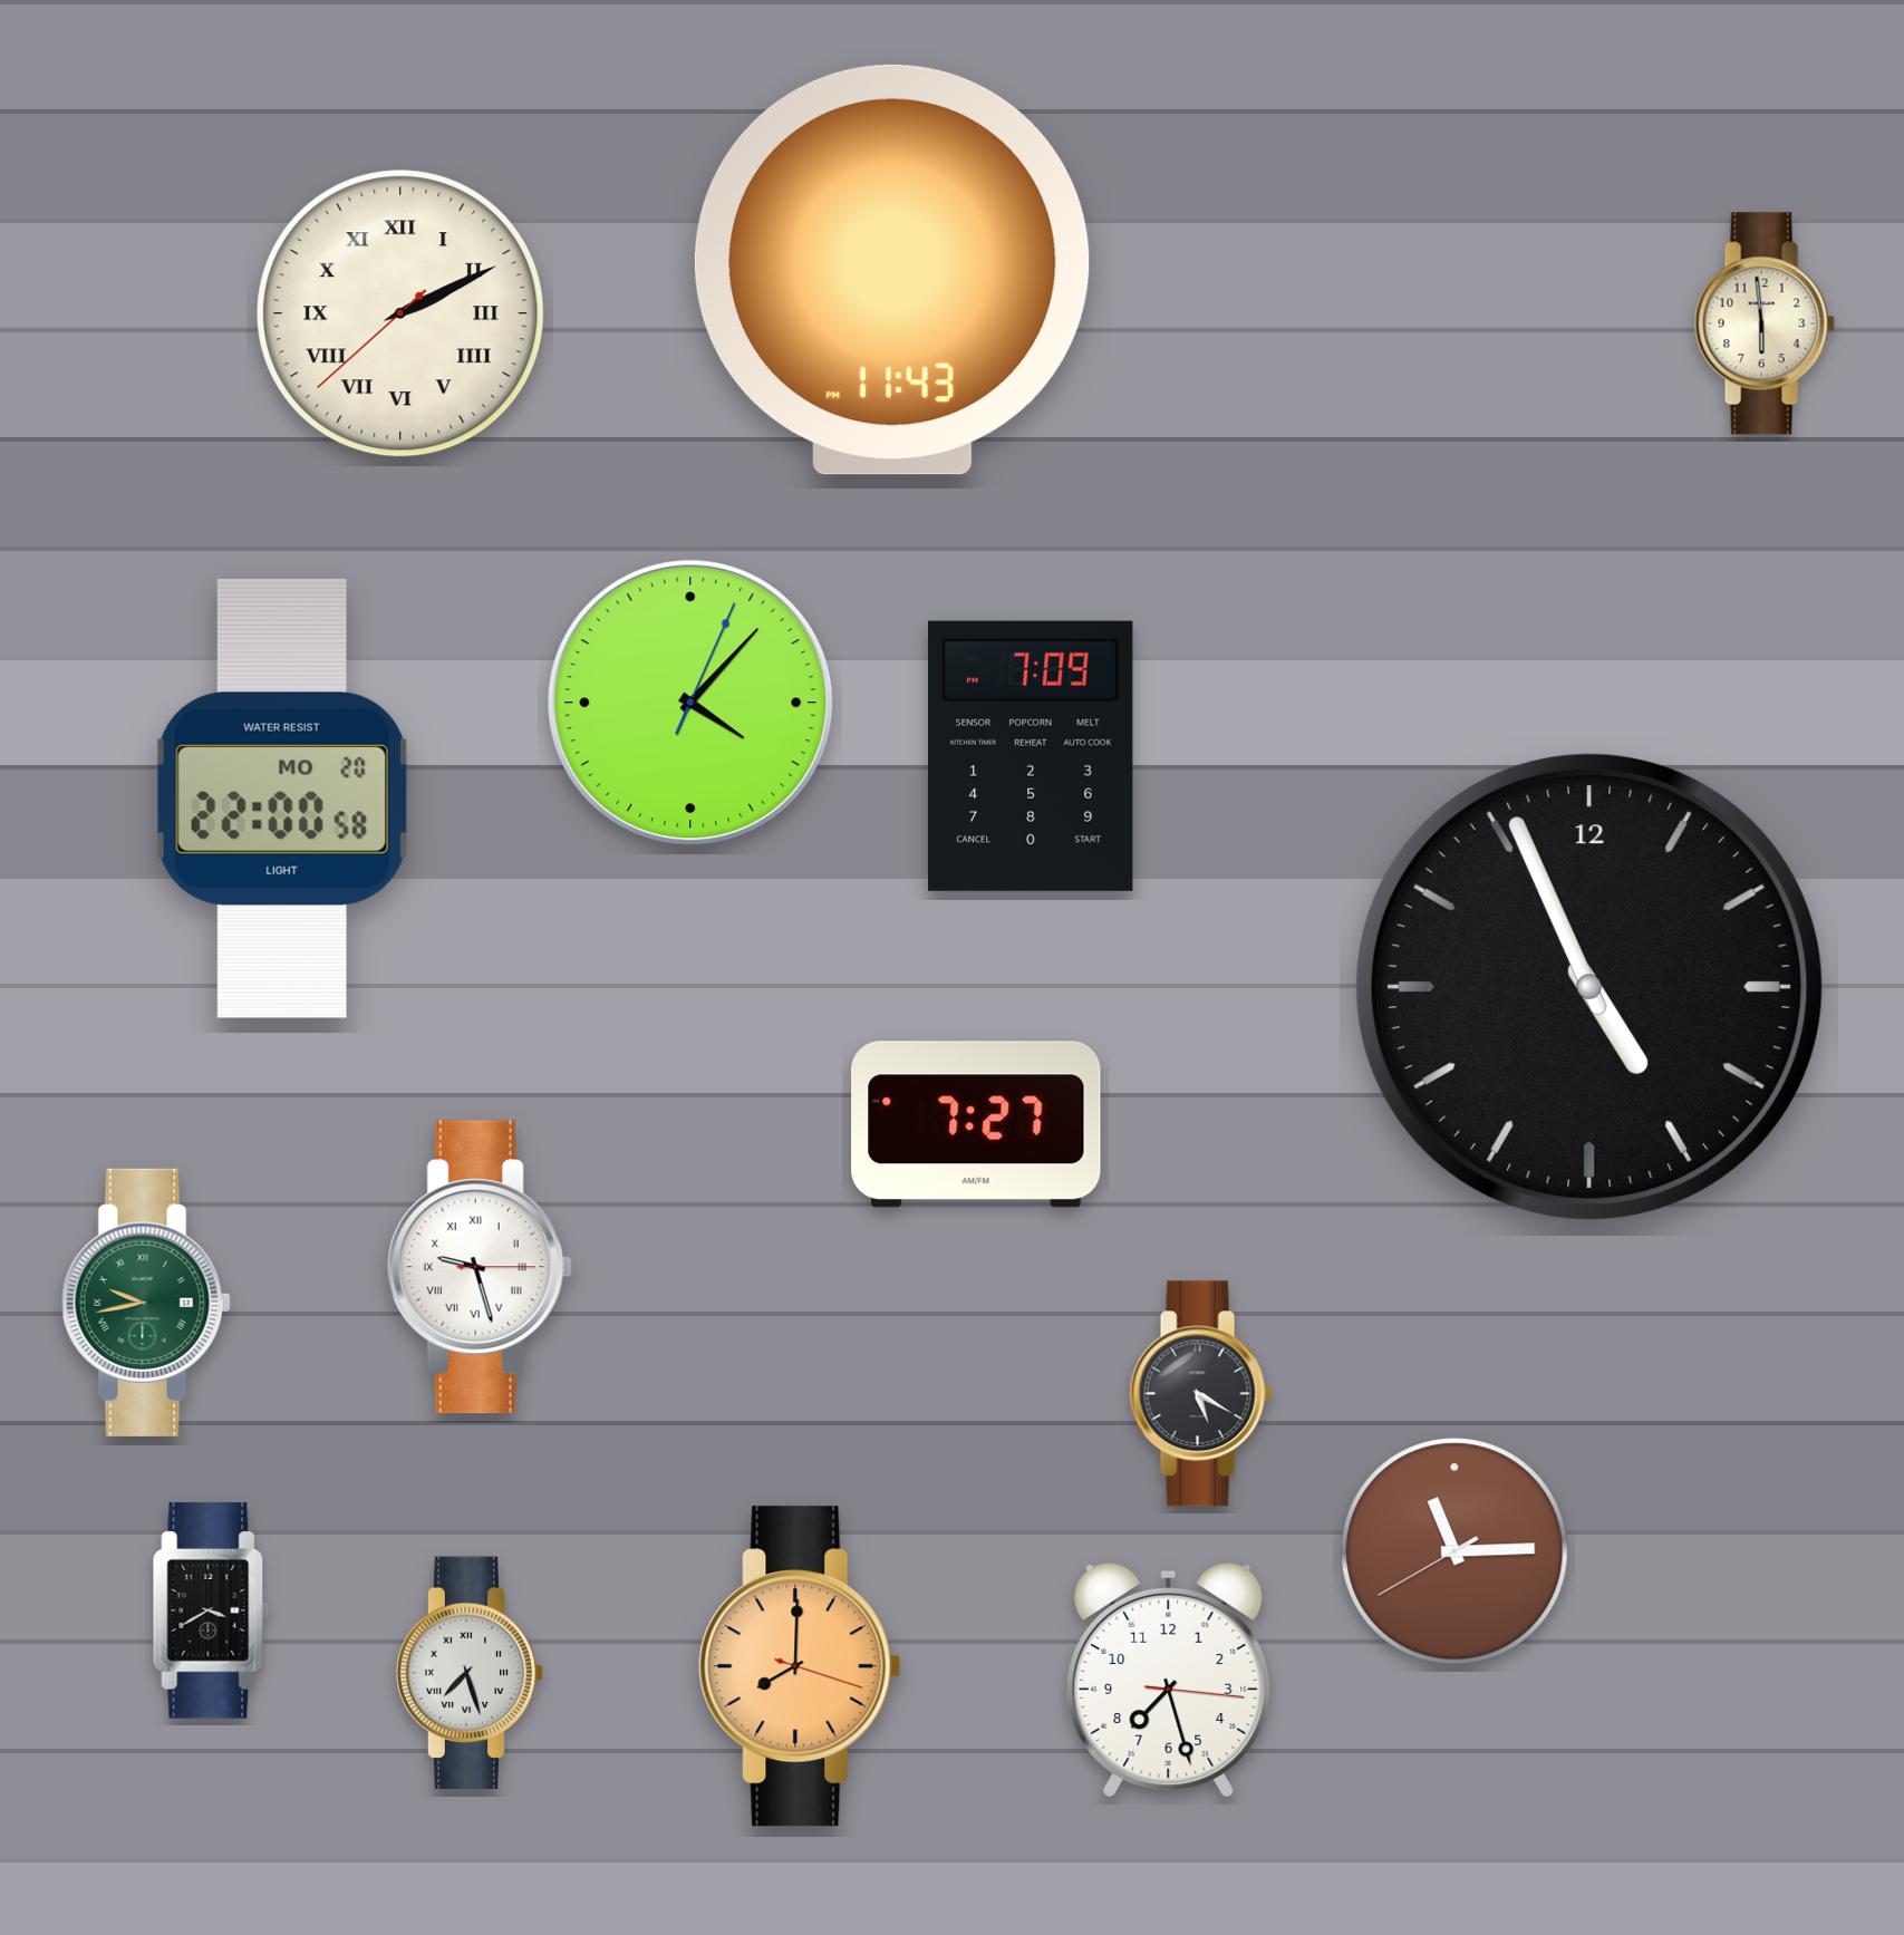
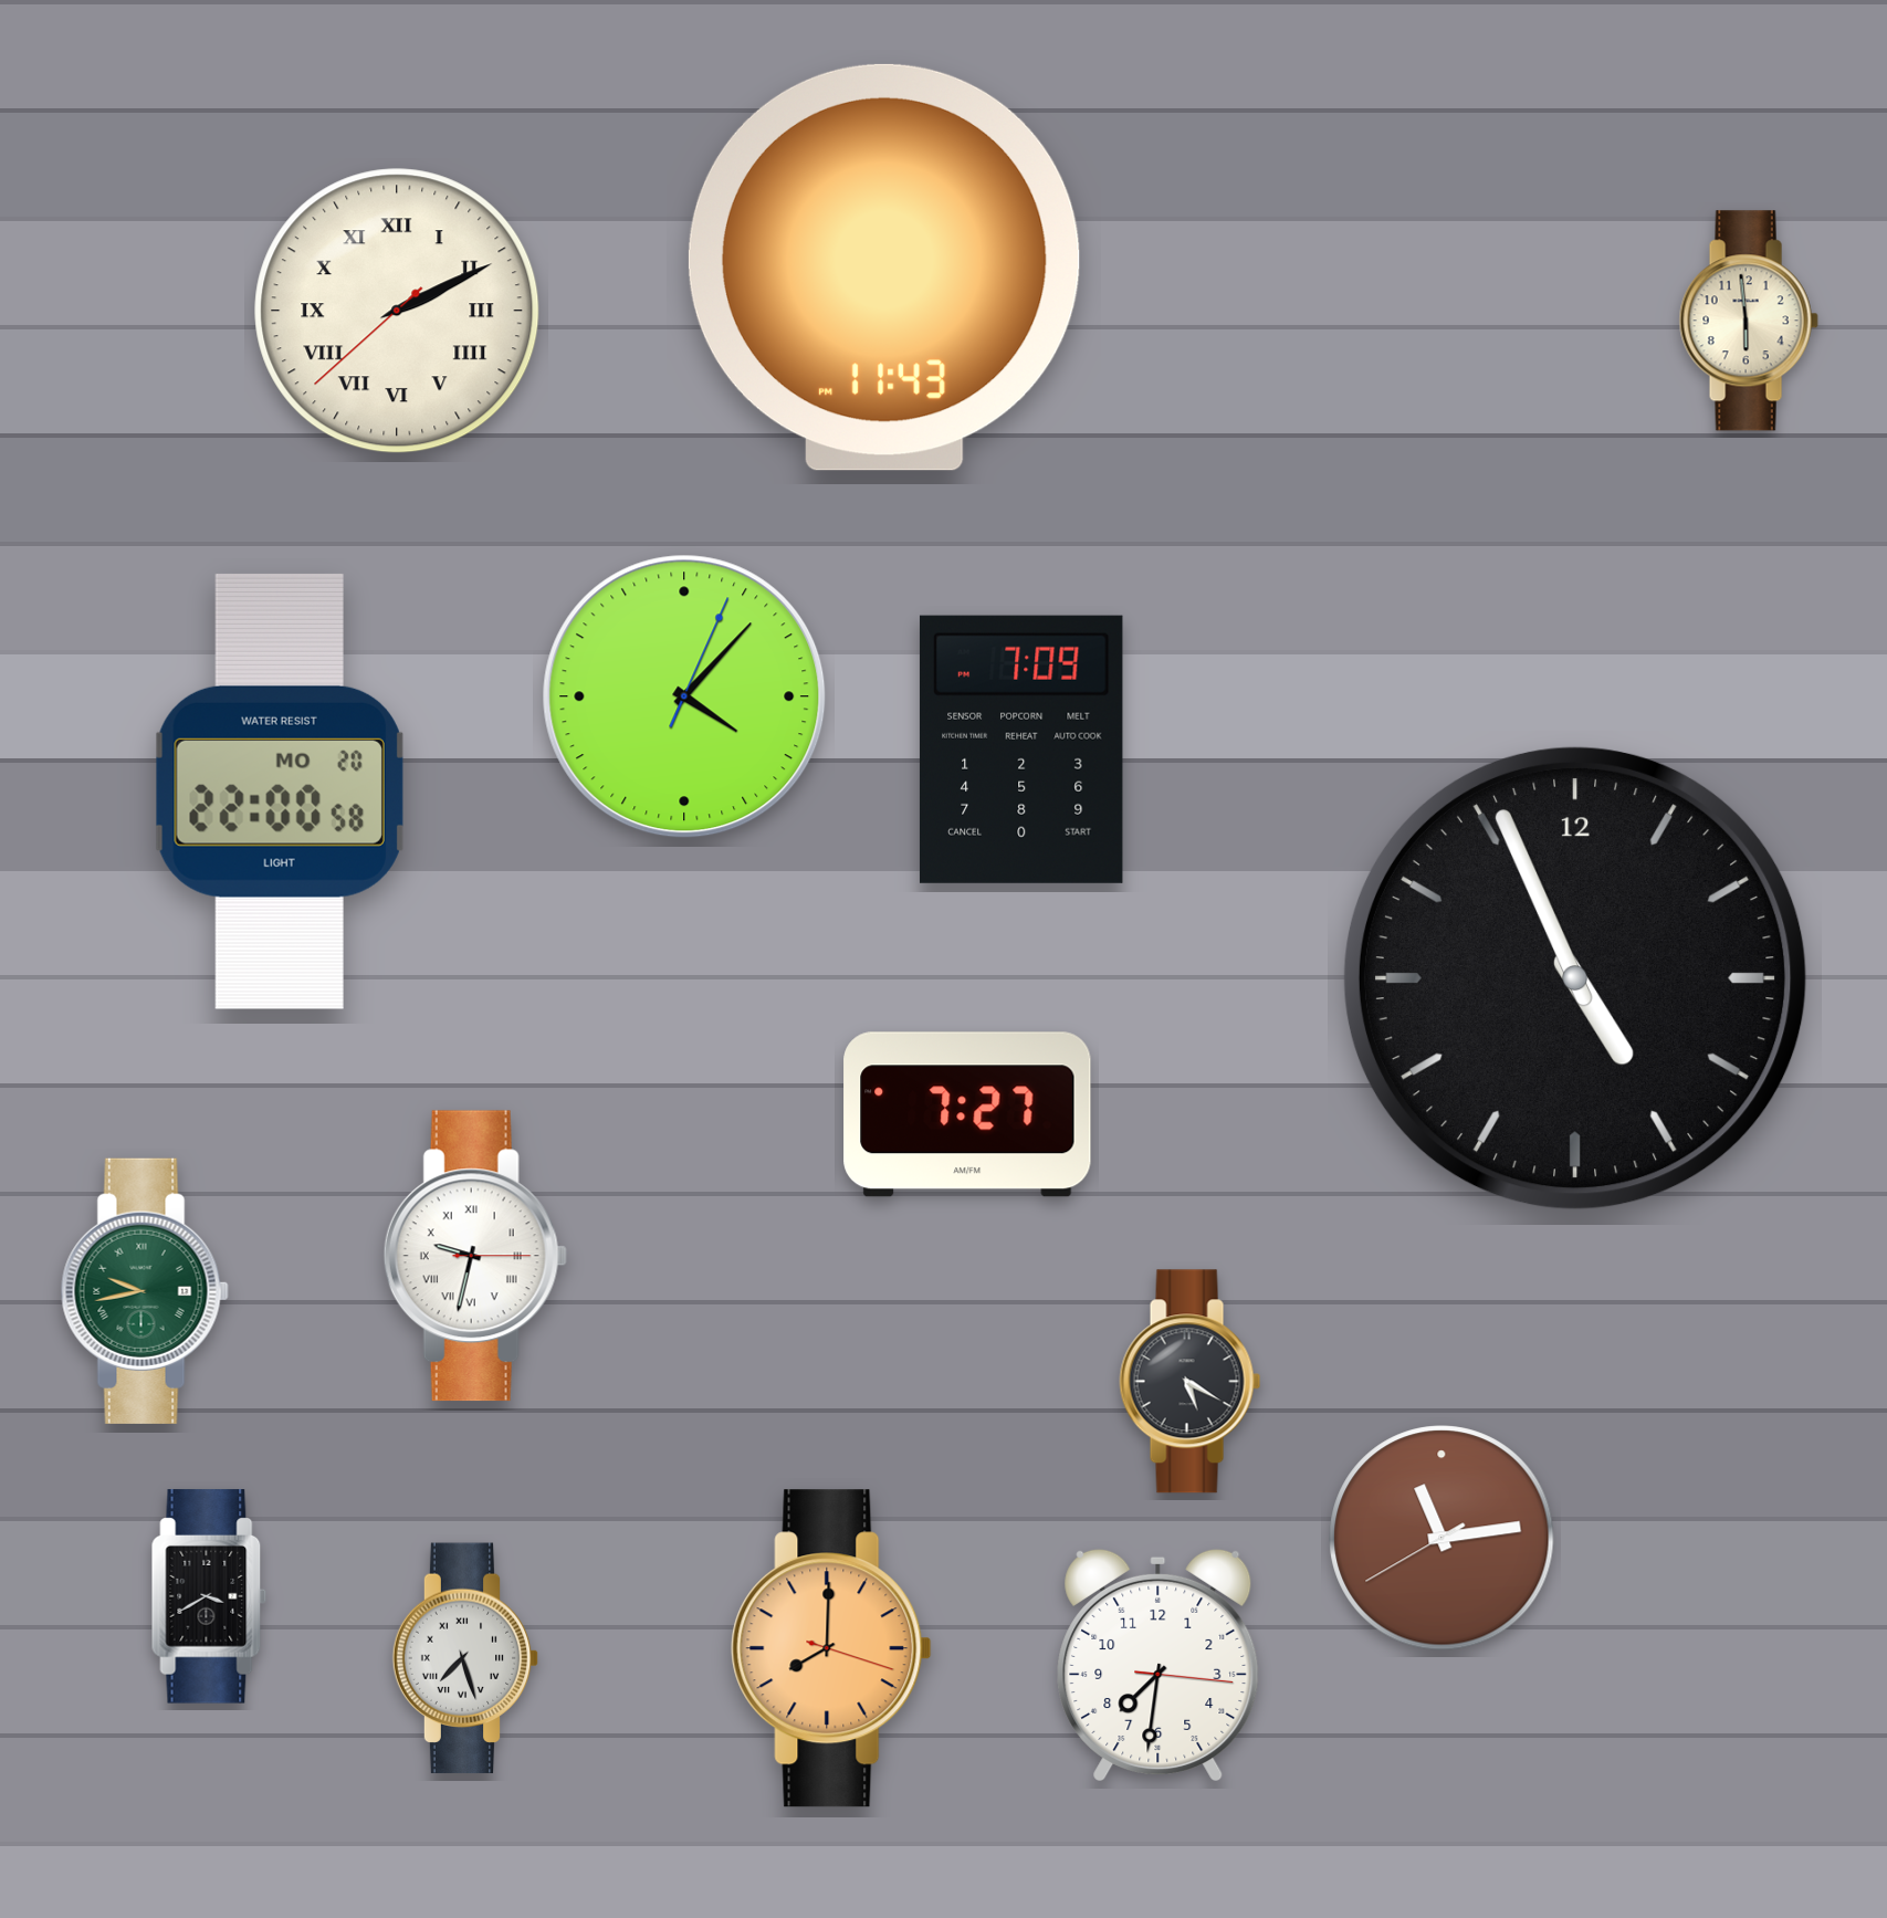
clock at (480, 1267): 9:27 -> 9:32
clock at (1454, 1551): 11:14 -> 11:13
clock at (800, 1666) position: (800, 1666) -> (831, 1648)
clock at (1169, 1678): 7:27 -> 7:31
